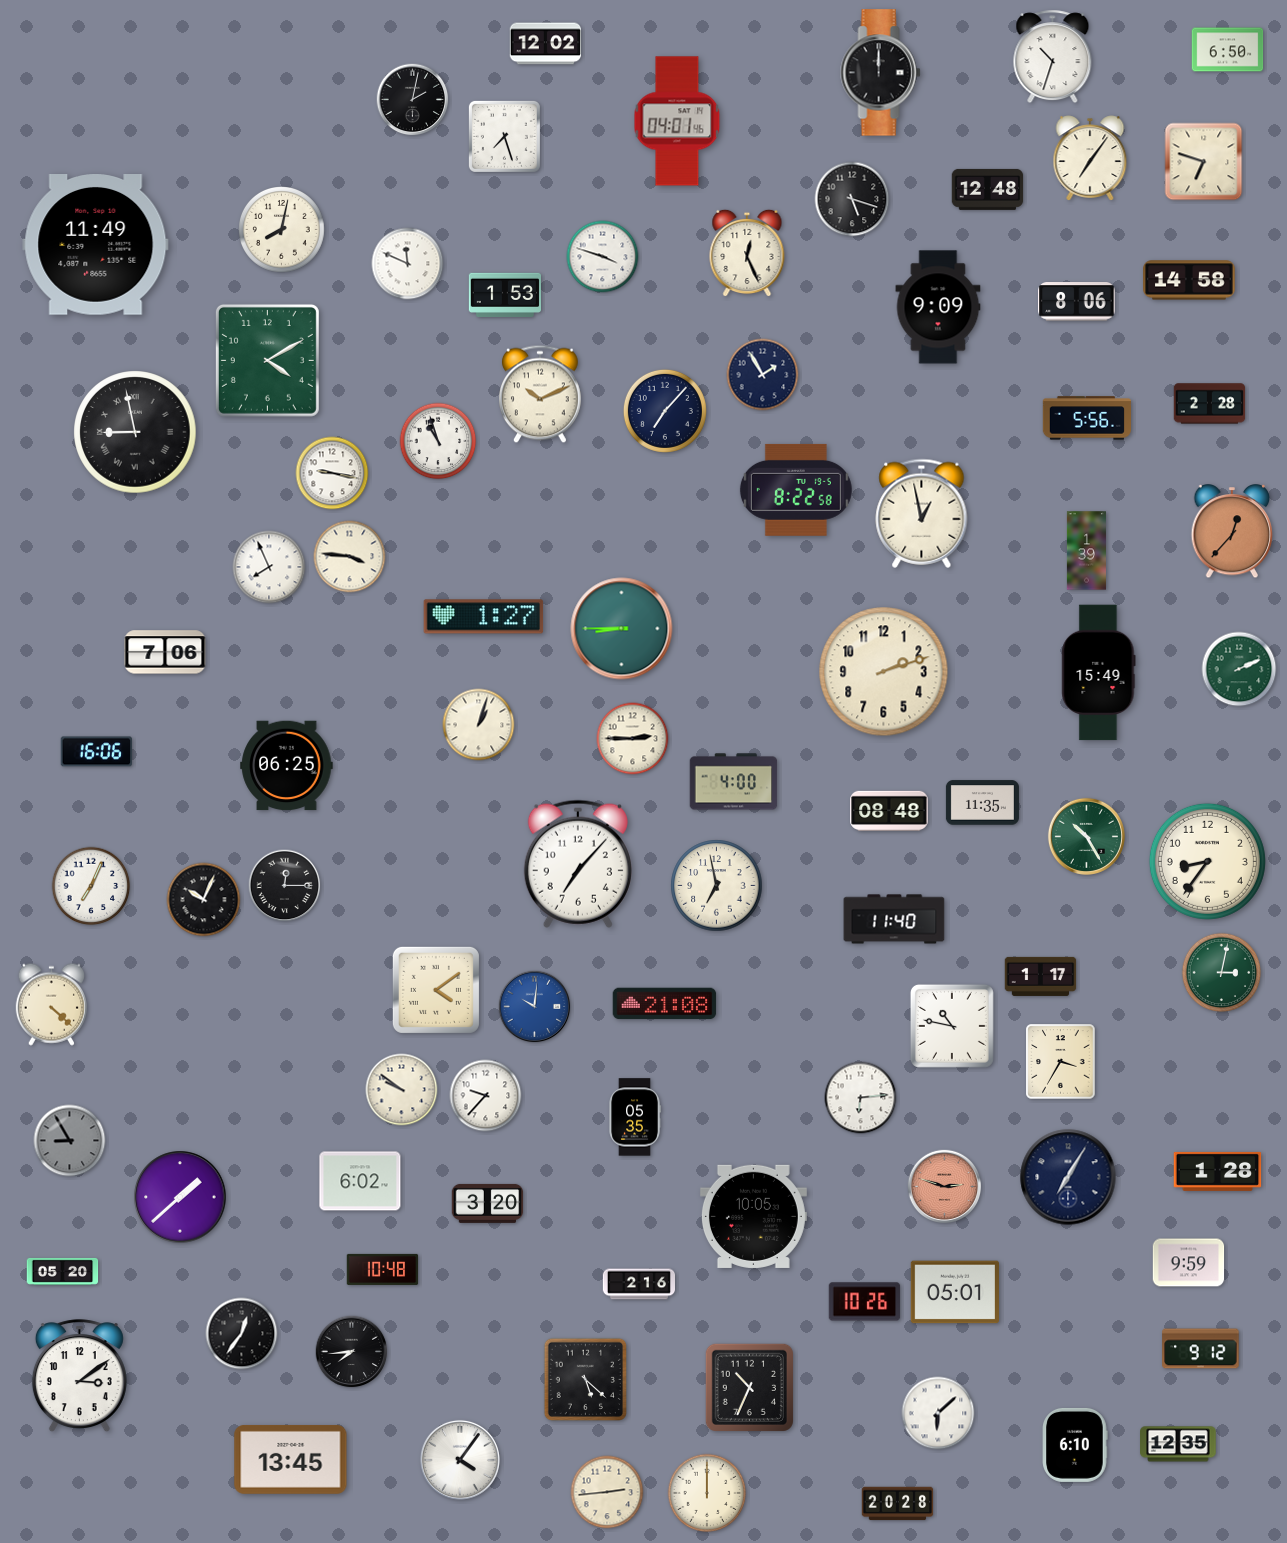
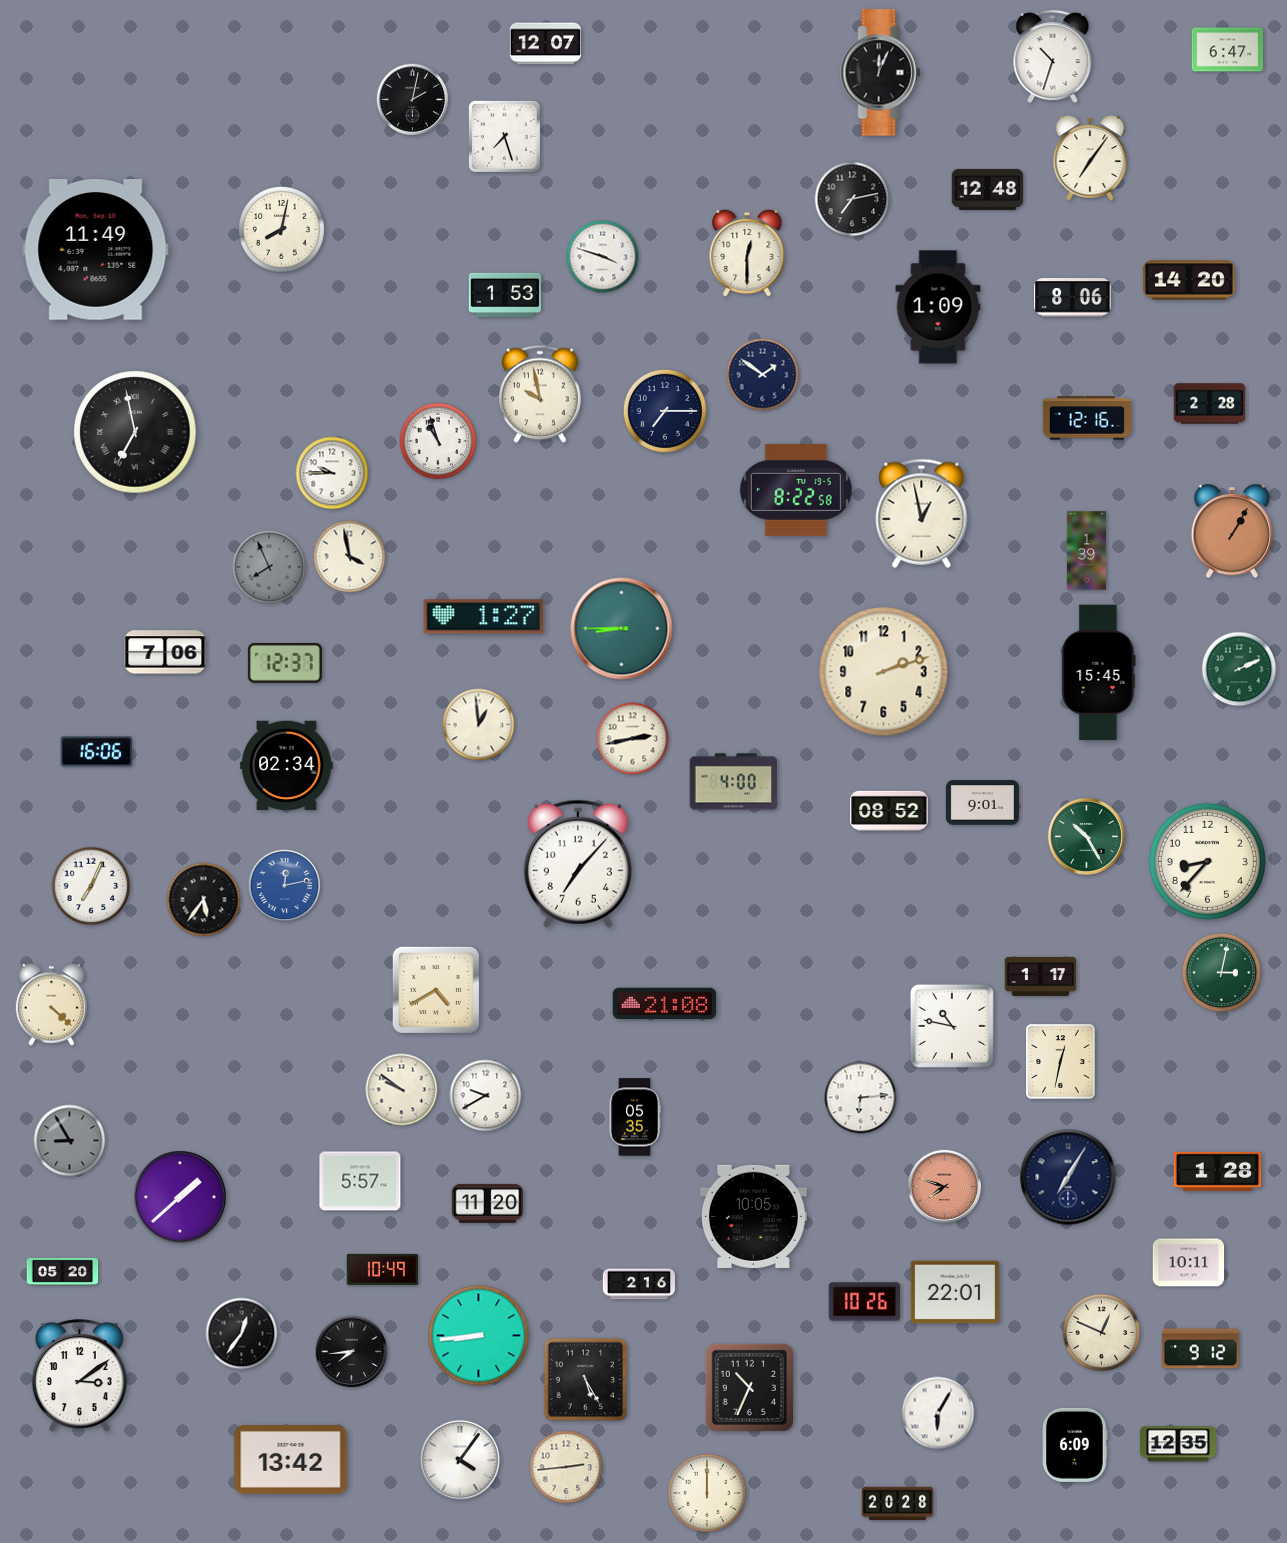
clock at (546, 44): 12:02 -> 12:07
clock at (1228, 50): 6:50 -> 6:47
clock at (881, 73): 12:00 -> 12:04
clock at (677, 121): 04:01 -> none
clock at (1204, 162): 6:48 -> none
clock at (852, 199): 5:18 -> 7:13
clock at (96, 245) position: (96, 245) -> (96, 250)
clock at (747, 253): 12:26 -> 12:30
clock at (408, 264): 11:49 -> none
clock at (1189, 280): 14:58 -> 14:20
clock at (1077, 302) position: (1077, 302) -> (1073, 298)
clock at (938, 307): 9:09 -> 1:09
clock at (267, 360): 4:10 -> none
clock at (763, 375): 1:55 -> 1:51
clock at (541, 394): 10:11 -> 9:58
clock at (665, 411): 7:07 -> 7:15
clock at (1086, 418): 5:56 -> 12:16
clock at (135, 432): 8:58 -> 6:58
clock at (332, 473): 9:17 -> 9:45
clock at (1232, 532): 12:37 -> 1:05
clock at (350, 557): 3:46 -> 3:58
clock at (269, 567) dial: white -> grey
clock at (285, 664): none -> 12:37
clock at (1099, 673): 15:49 -> 15:45
clock at (479, 725): 1:03 -> 12:59
clock at (633, 739): 2:45 -> 2:43
clock at (287, 766): 06:25 -> 02:34
clock at (982, 803): 11:35 -> 9:01
clock at (889, 810): 08:48 -> 08:52
clock at (1207, 861): 8:36 -> 8:37
clock at (285, 886): 12:15 -> 12:13
clock at (285, 886) dial: black -> blue
clock at (717, 886): 6:58 -> none
clock at (204, 900): 10:04 -> 5:36
clock at (894, 919): 11:40 -> none
clock at (436, 990): 4:09 -> 4:40
clock at (535, 1007): 10:01 -> none
clock at (1061, 1062): 3:35 -> 12:32
clock at (486, 1096): 9:37 -> 9:40
clock at (360, 1181): 6:02 -> 5:57
clock at (945, 1187): 2:48 -> 7:48
clock at (488, 1203): 3:20 -> 11:20
clock at (1189, 1263): 9:59 -> 10:11
clock at (383, 1269): 10:48 -> 10:49
clock at (954, 1292): 05:01 -> 22:01
clock at (1102, 1333): none -> 12:49
clock at (479, 1336): none -> 8:44
clock at (585, 1379): 5:22 -> 5:25
clock at (938, 1413): 6:08 -> 6:05
clock at (1075, 1445): 6:10 -> 6:09
clock at (291, 1459): 13:45 -> 13:42
clock at (607, 1492) position: (607, 1492) -> (566, 1467)
